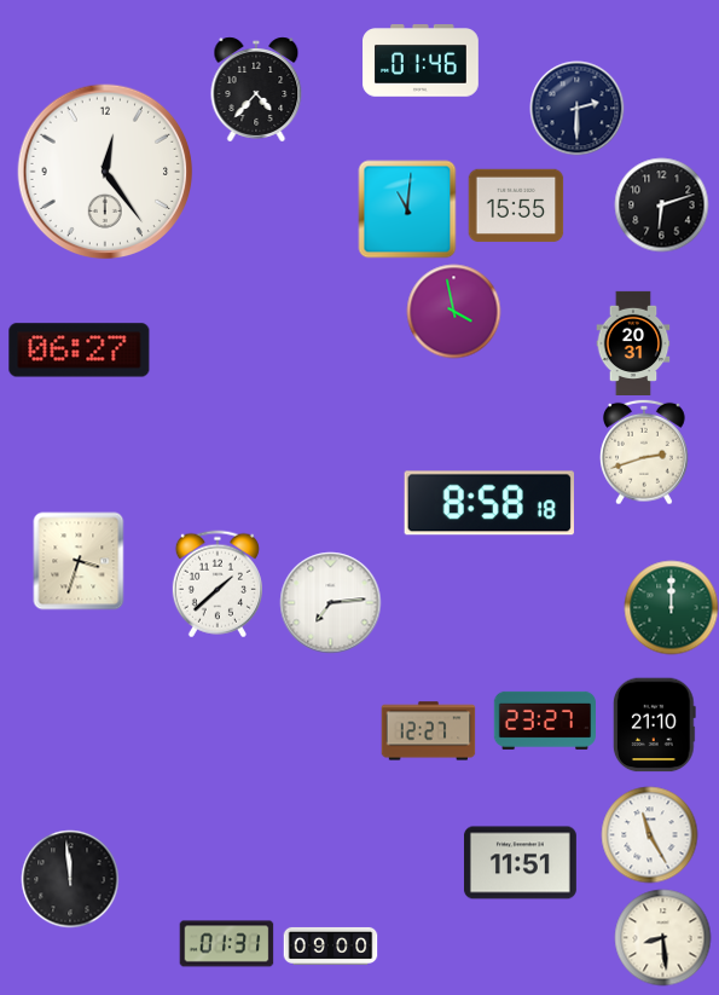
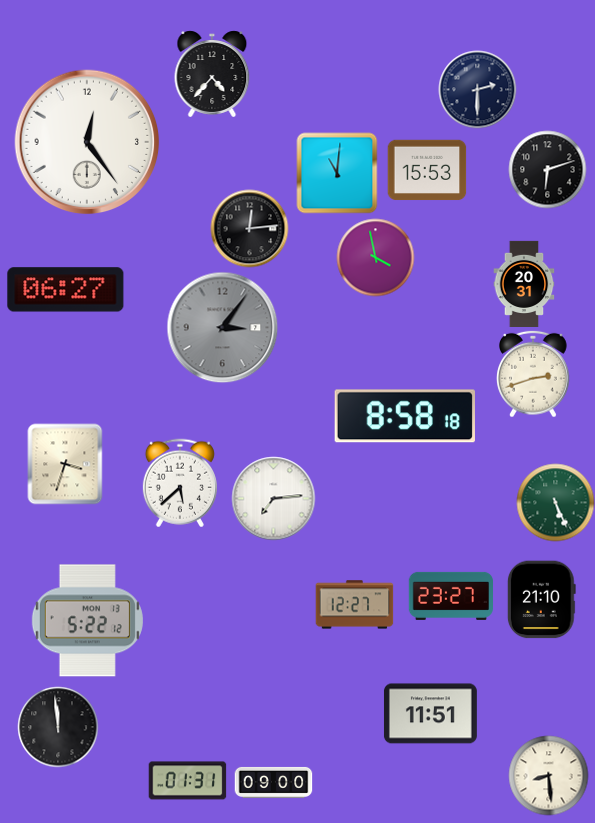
clock at (422, 60): 01:46 -> none
clock at (516, 206): 15:55 -> 15:53
clock at (249, 228): none -> 12:14
clock at (222, 327): none -> 3:06
clock at (218, 584): 1:38 -> 5:38
clock at (671, 607): 12:00 -> 5:26
clock at (87, 621): none -> 5:22
clock at (649, 834): 11:25 -> none
